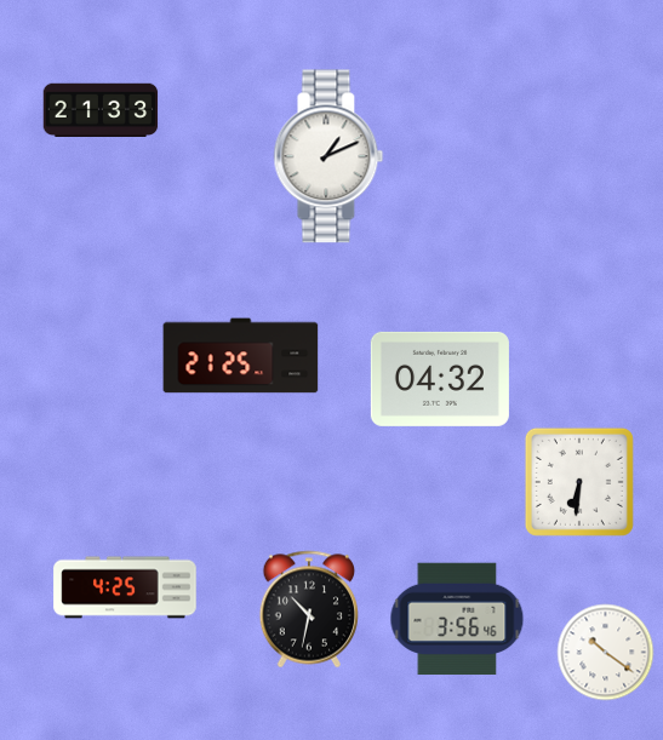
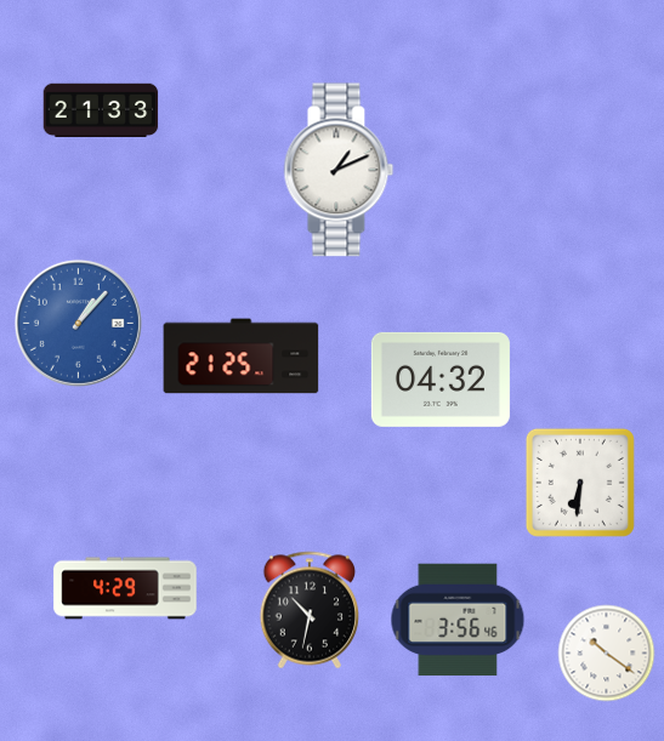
clock at (328, 156) position: (328, 156) -> (339, 170)
clock at (78, 323): none -> 1:07
clock at (125, 587): 4:25 -> 4:29
